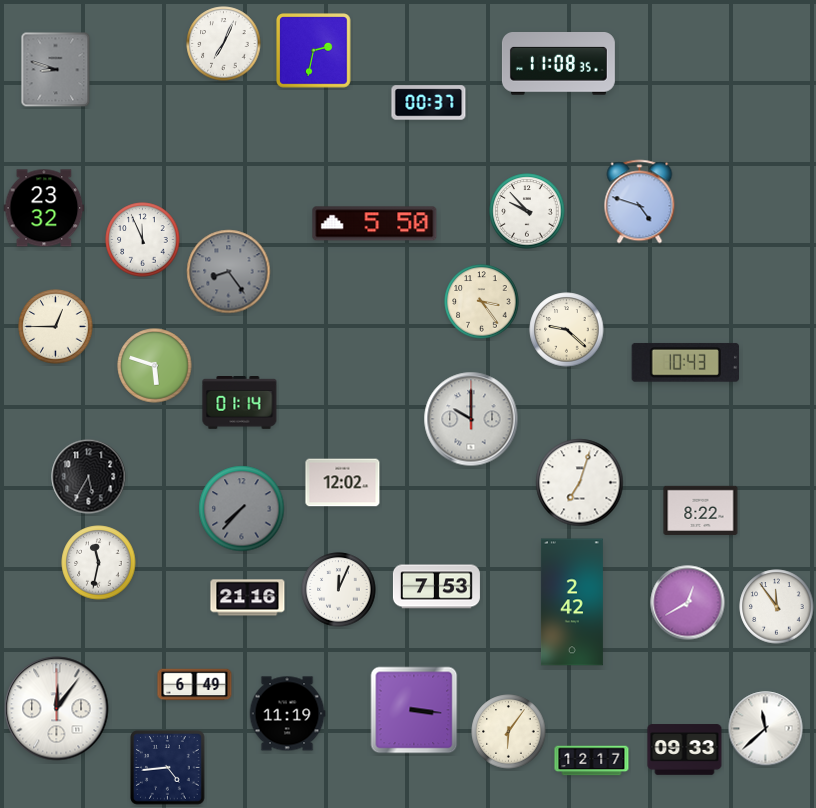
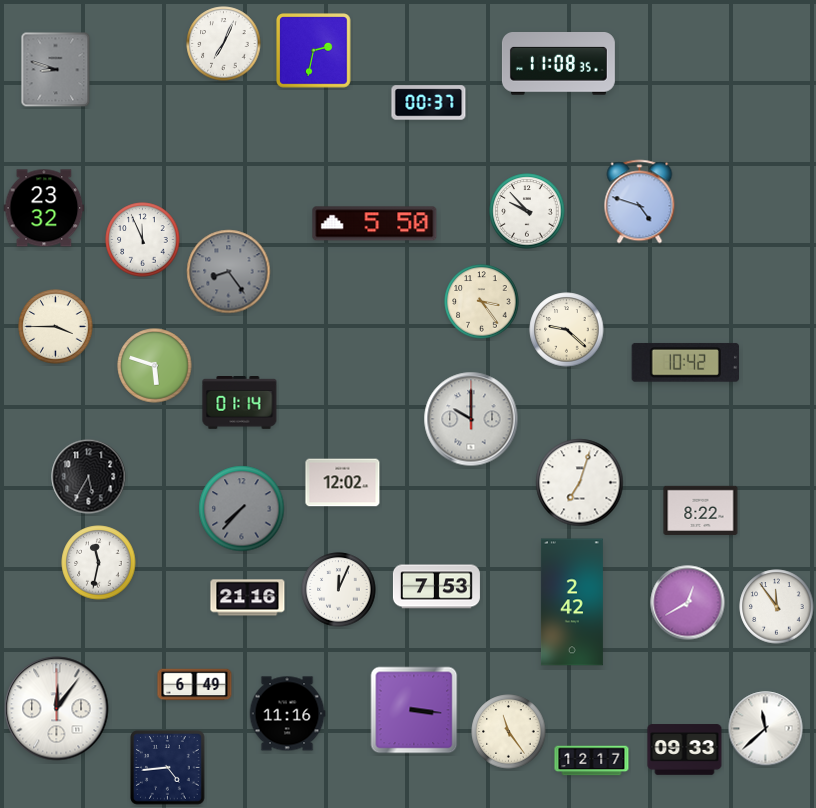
clock at (56, 327): 12:45 -> 3:45
clock at (685, 362): 10:43 -> 10:42
clock at (287, 714): 11:19 -> 11:16
clock at (509, 732): 6:06 -> 11:24
